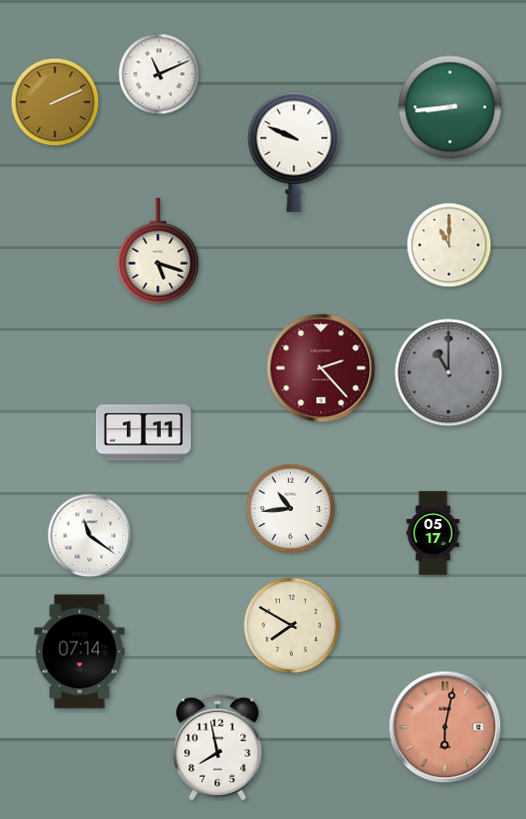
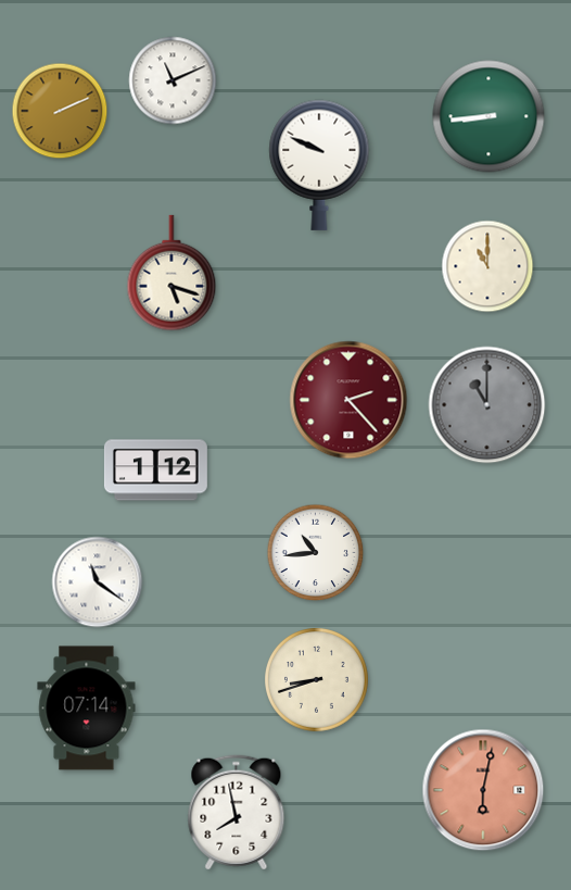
clock at (143, 433): 1:11 -> 1:12
clock at (433, 533): 05:17 -> none
clock at (292, 626): 7:50 -> 8:42
